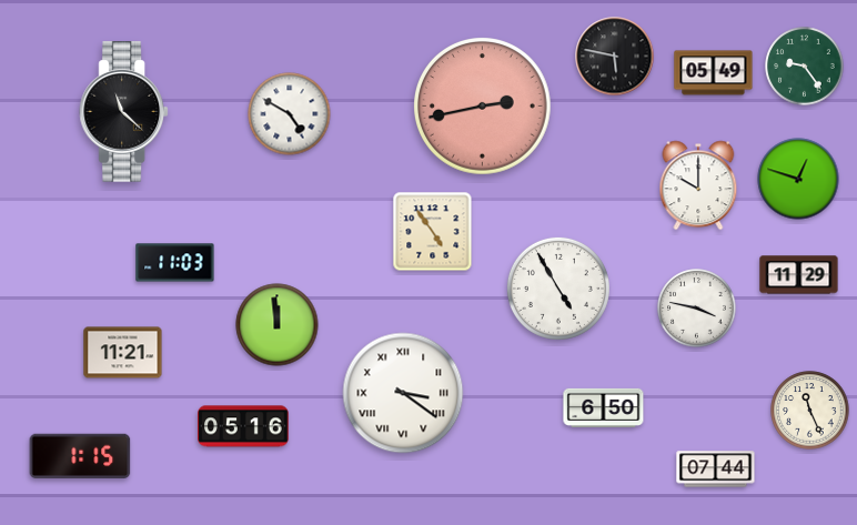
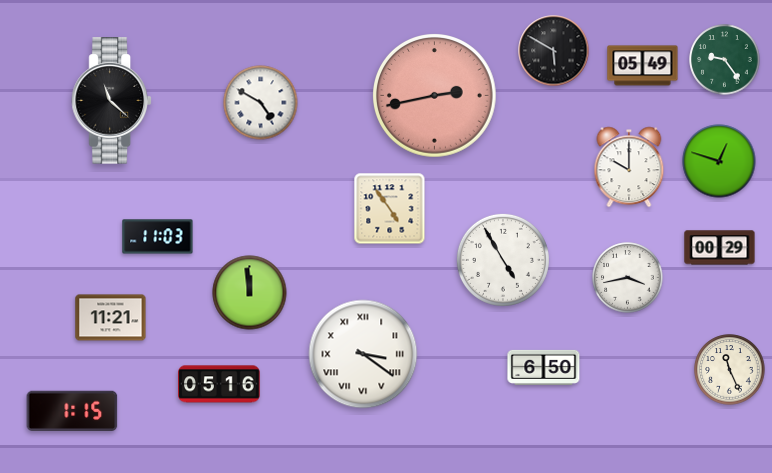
clock at (615, 57): 5:47 -> 5:50
clock at (799, 275): 11:29 -> 00:29
clock at (697, 309): 3:47 -> 3:43
clock at (716, 470): 07:44 -> none
